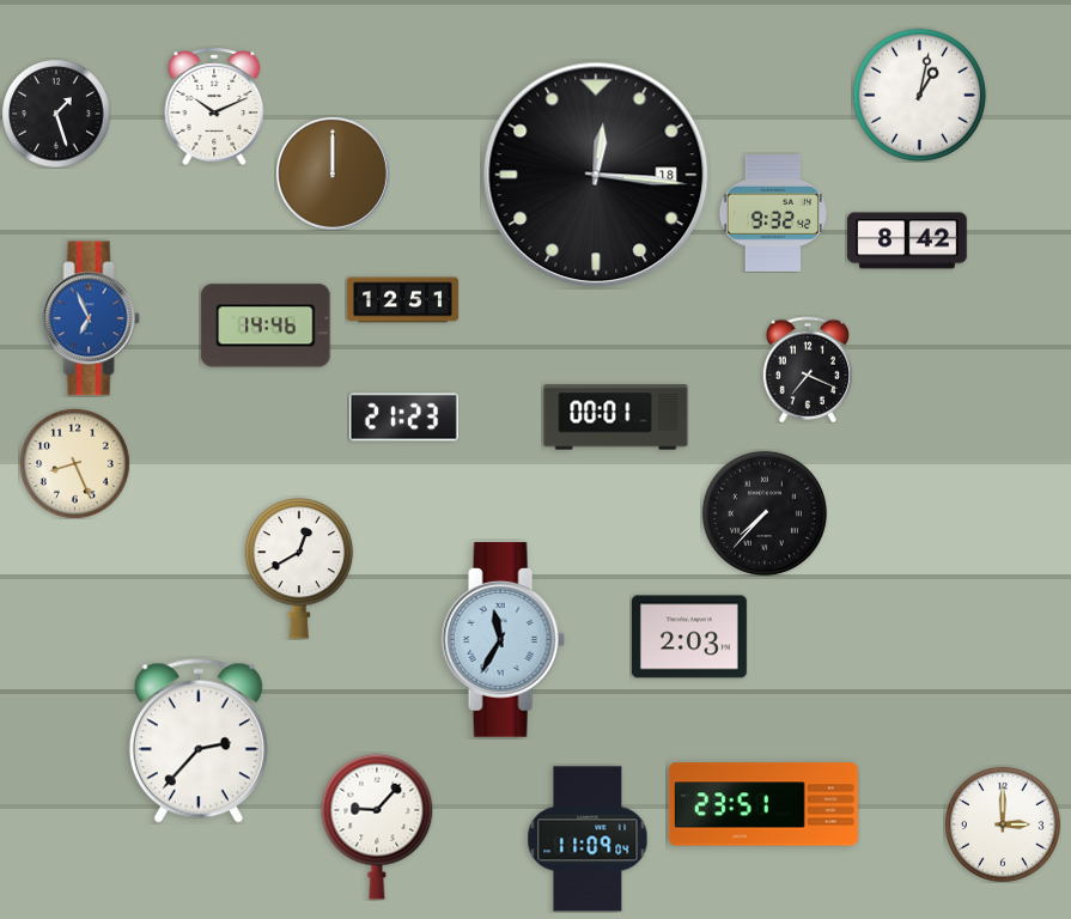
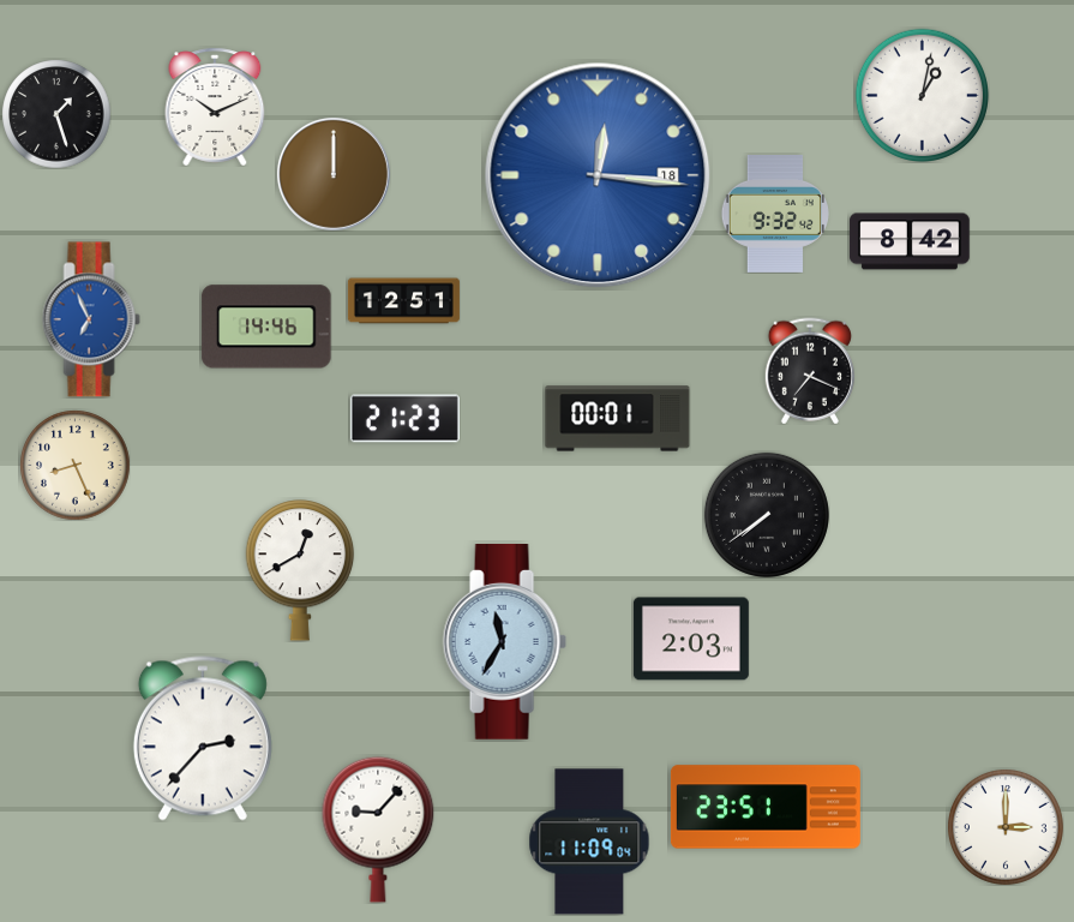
clock at (596, 175) dial: black -> blue
clock at (765, 513): 7:37 -> 7:39
clock at (199, 741) position: (199, 741) -> (203, 738)
